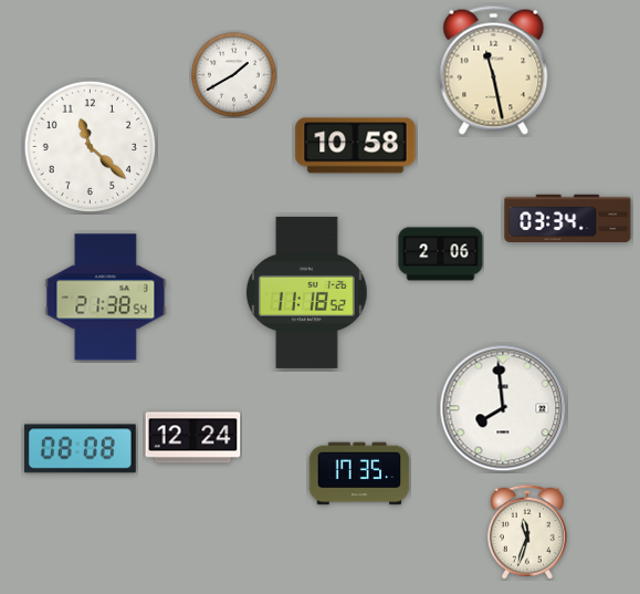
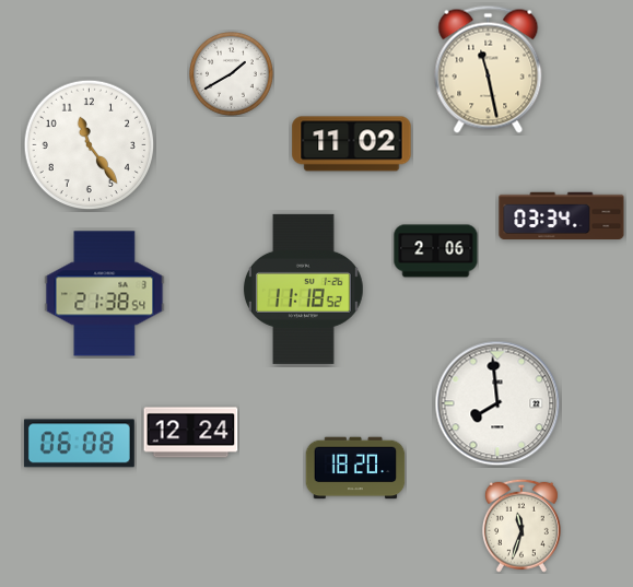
clock at (356, 146): 10:58 -> 11:02
clock at (91, 147): 11:22 -> 11:24
clock at (80, 449): 08:08 -> 06:08
clock at (359, 473): 17:35 -> 18:20
